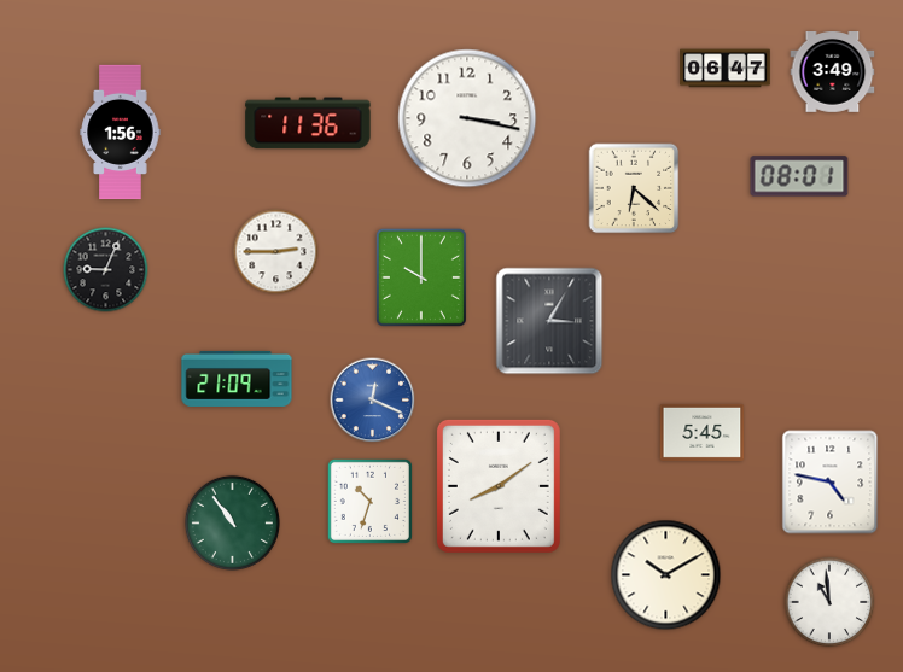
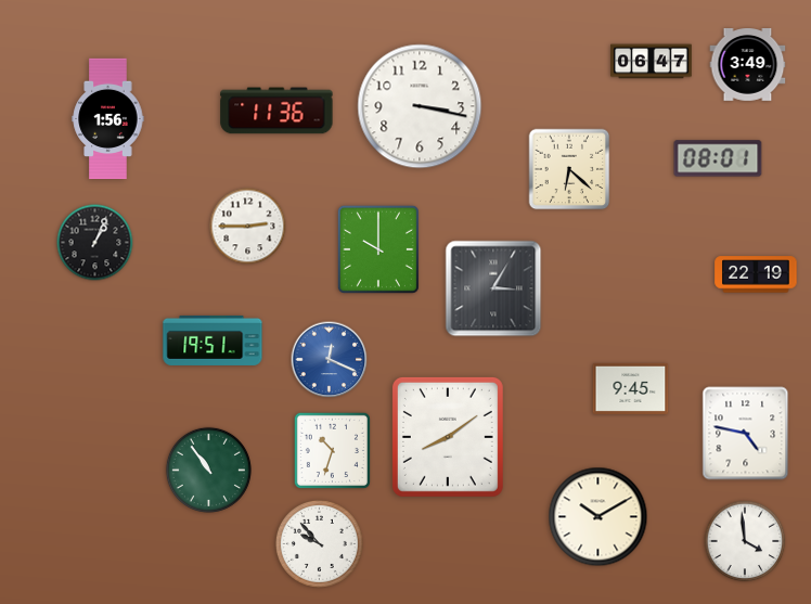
clock at (106, 270): 9:04 -> 1:04
clock at (756, 274): none -> 22:19
clock at (237, 379): 21:09 -> 19:51
clock at (373, 401) position: (373, 401) -> (330, 360)
clock at (703, 432): 5:45 -> 9:45
clock at (829, 602): 10:59 -> 3:59
clock at (319, 543): none -> 9:53
